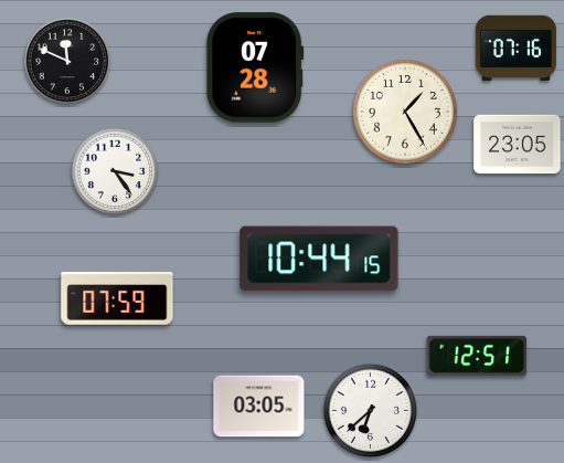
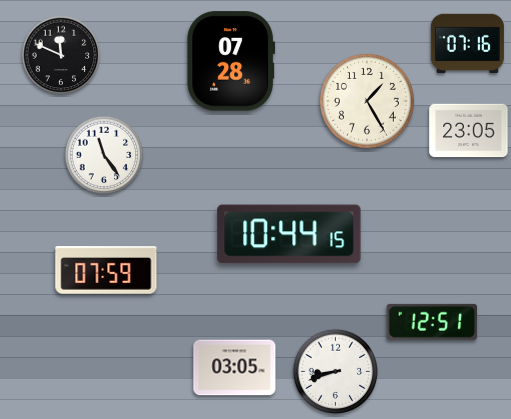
clock at (115, 171): 3:24 -> 11:24
clock at (371, 411): 6:38 -> 8:42
